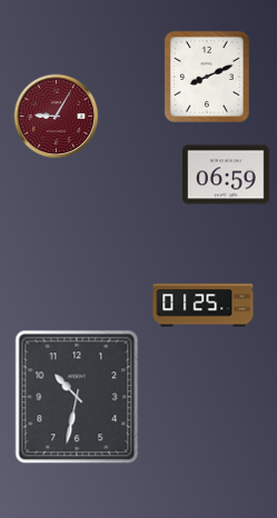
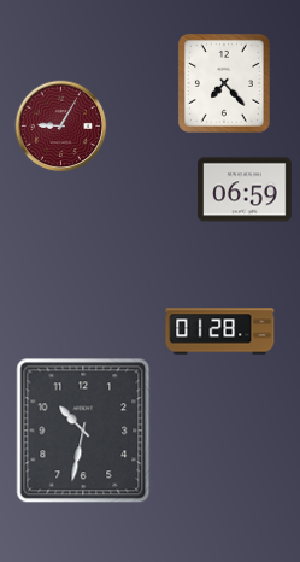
clock at (207, 77): 8:11 -> 7:23
clock at (204, 306): 01:25 -> 01:28
